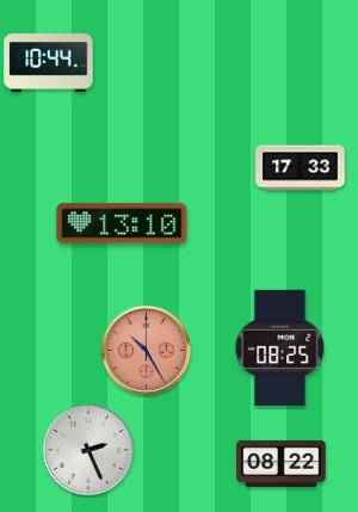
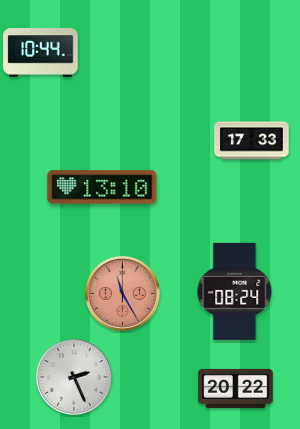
clock at (280, 347): 08:25 -> 08:24
clock at (146, 350): 10:25 -> 11:25
clock at (282, 463): 08:22 -> 20:22
